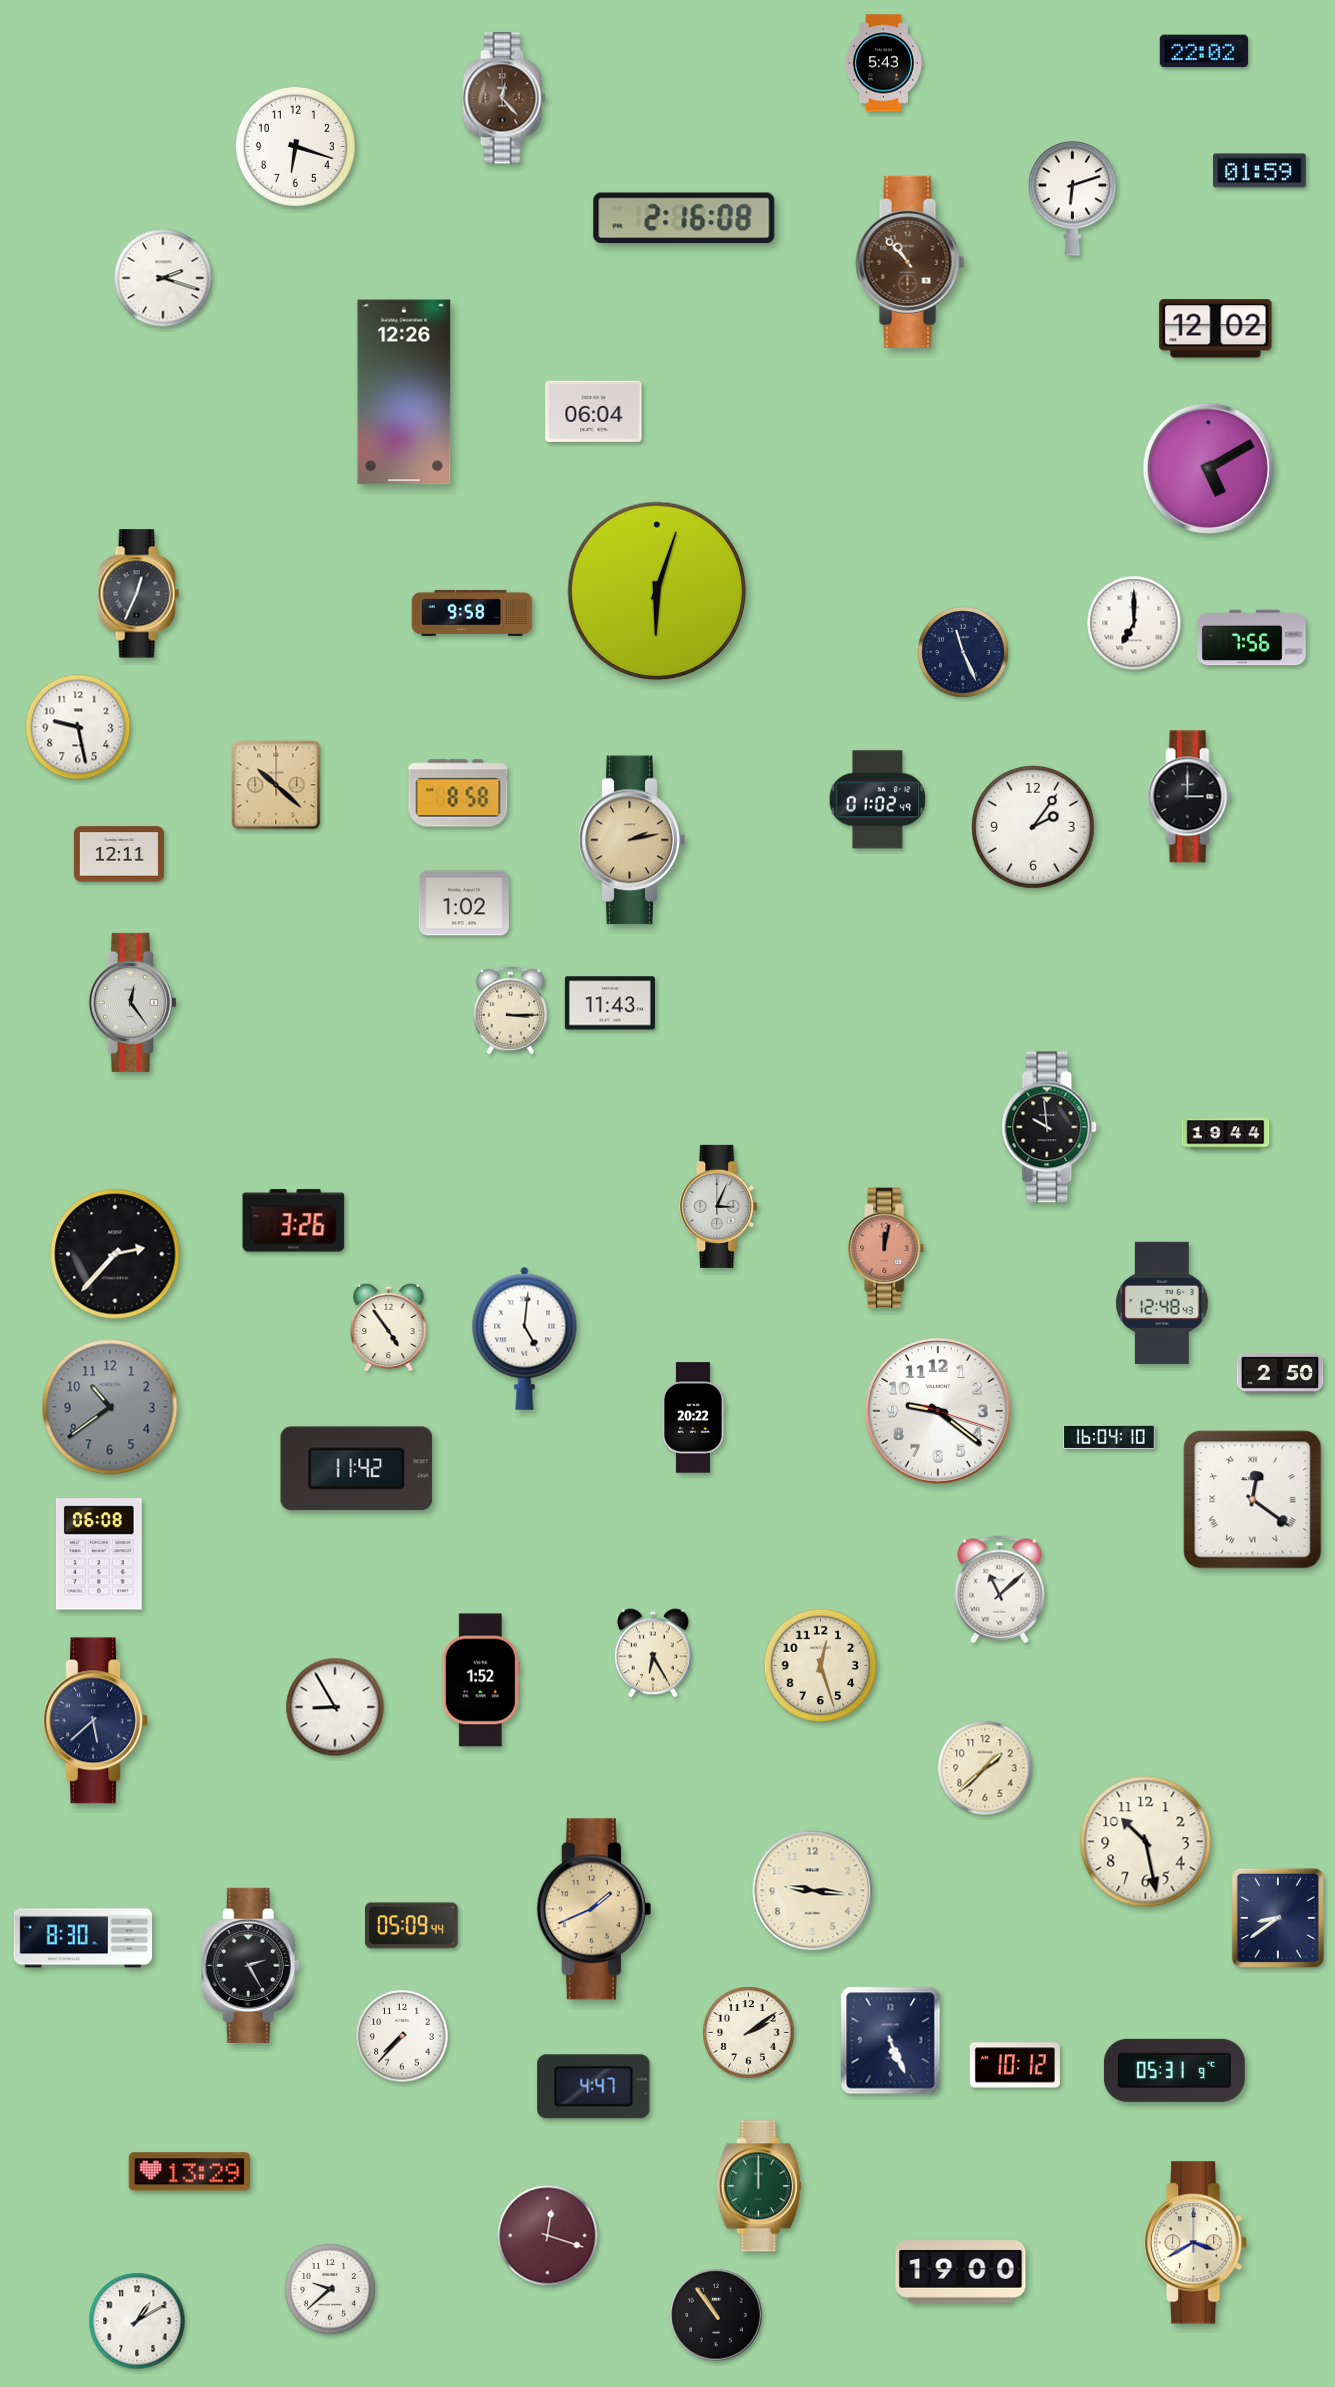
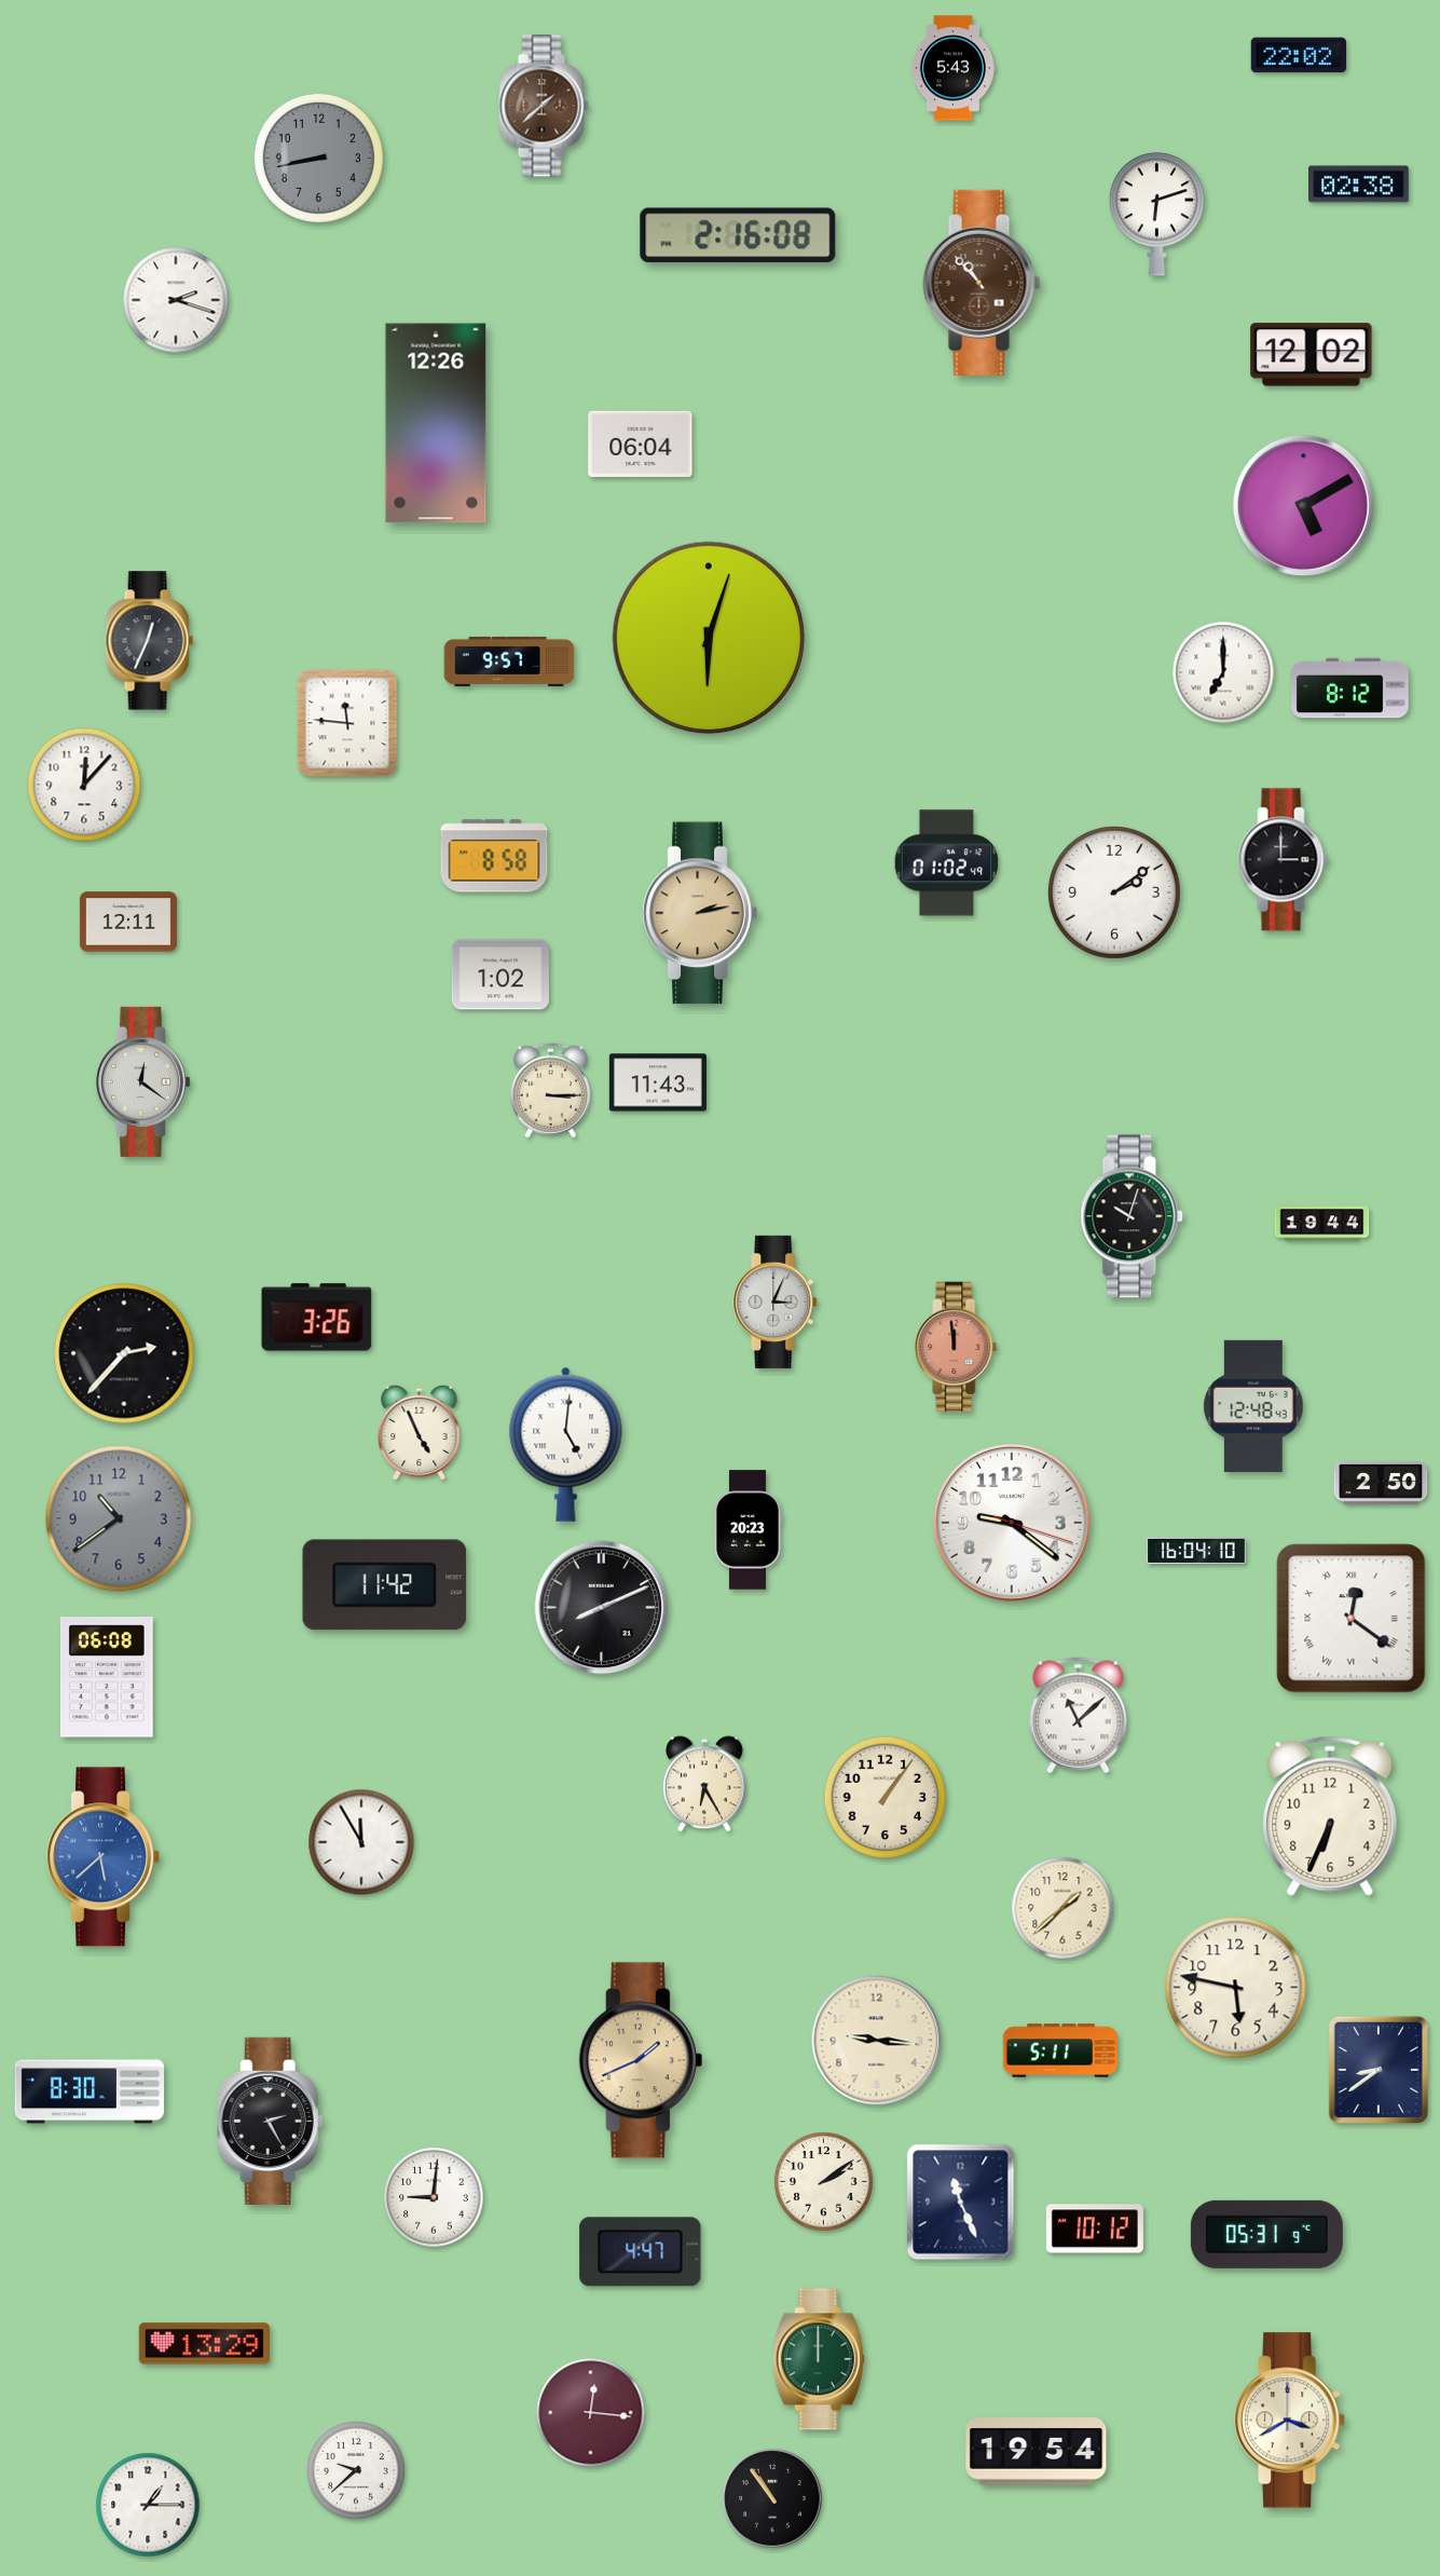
clock at (504, 98): 12:23 -> 1:38
clock at (295, 146): 6:18 -> 8:43
clock at (295, 146) dial: white -> grey
clock at (1260, 171): 01:59 -> 02:38
clock at (472, 613): 9:58 -> 9:57
clock at (1252, 638): 7:56 -> 8:12
clock at (963, 652): 11:26 -> none
clock at (347, 723): none -> 11:46
clock at (78, 727): 9:28 -> 12:07
clock at (276, 785): 10:22 -> none
clock at (1033, 827): 2:06 -> 2:09
clock at (632, 840) position: (632, 840) -> (700, 913)
clock at (132, 1002): 12:24 -> 12:21
clock at (1050, 1127): 9:59 -> 10:03
clock at (886, 1248): 12:02 -> 11:59
clock at (389, 1327): 4:54 -> 4:56
clock at (693, 1418): 20:22 -> 20:23
clock at (602, 1608): none -> 8:11
clock at (821, 1666): 12:27 -> 1:06
clock at (481, 1680): 1:52 -> none
clock at (1330, 1816): none -> 6:34
clock at (335, 1707): 8:55 -> 11:55
clock at (96, 1721) dial: navy -> blue
clock at (1146, 1842): 10:28 -> 5:47
clock at (1060, 2050): none -> 5:11
clock at (412, 1926): 05:09 -> none
clock at (749, 2033) position: (749, 2033) -> (824, 2182)
clock at (402, 2036): 7:37 -> 9:01
clock at (891, 2041): 5:26 -> 11:26
clock at (548, 2236): 12:18 -> 12:16
clock at (961, 2272): 19:00 -> 19:54
clock at (137, 2321): 1:10 -> 1:15
